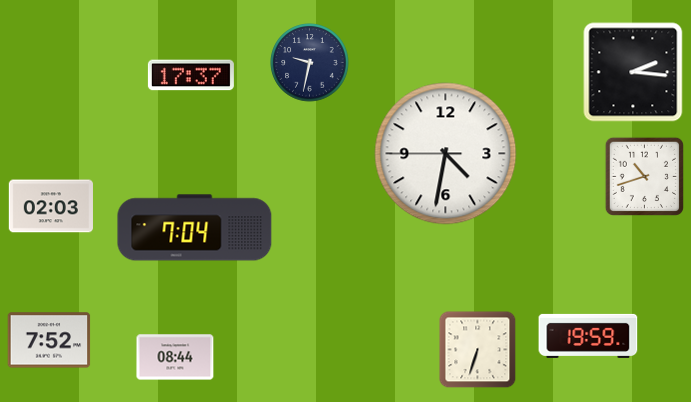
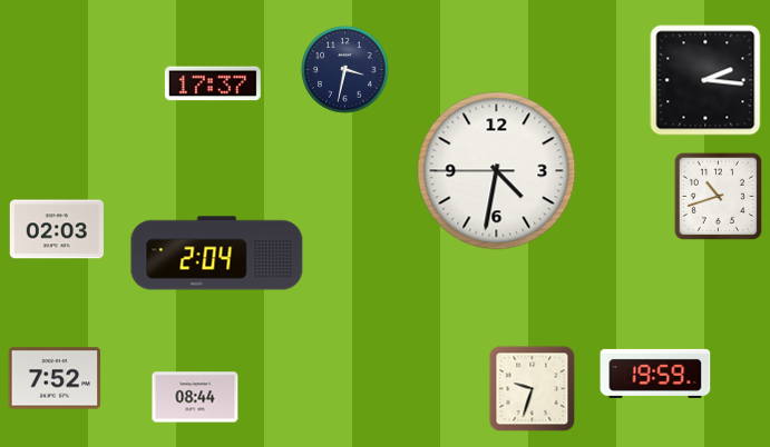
clock at (310, 63): 9:32 -> 3:32
clock at (195, 228): 7:04 -> 2:04
clock at (478, 350): 6:33 -> 9:33
